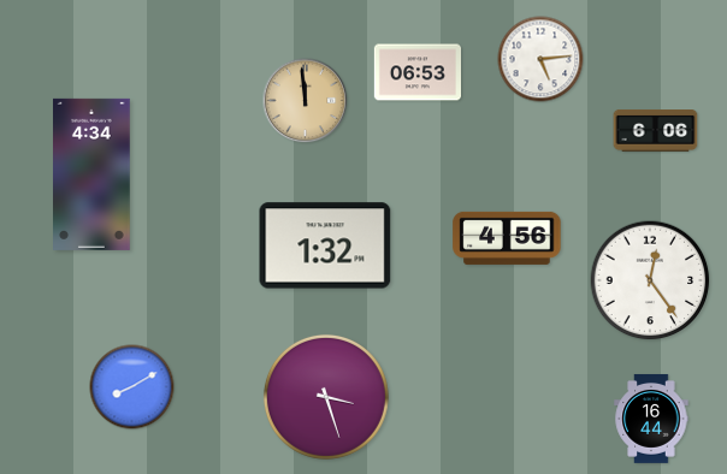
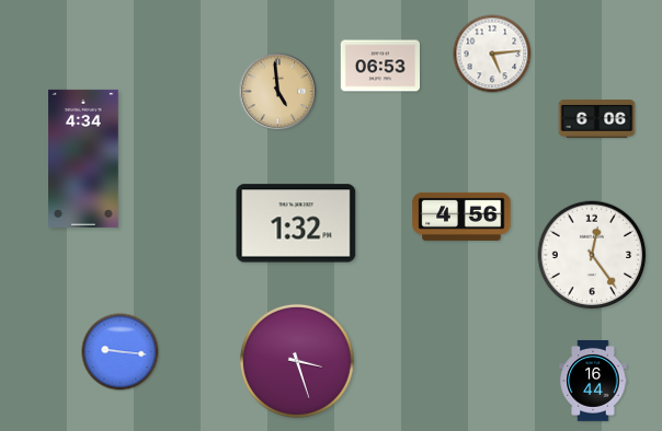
clock at (306, 101): 11:59 -> 4:59
clock at (132, 387): 8:10 -> 9:16
